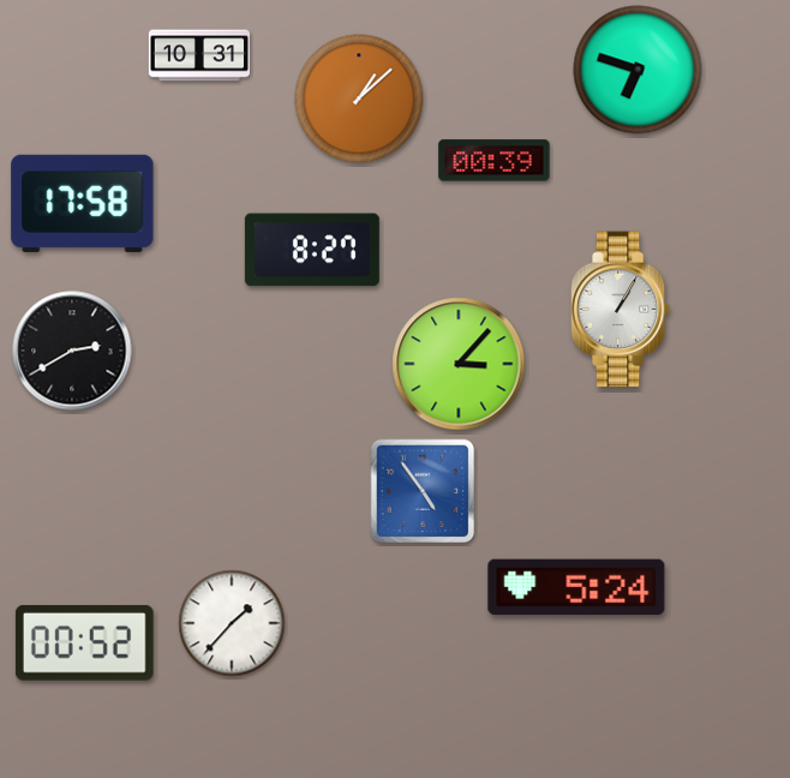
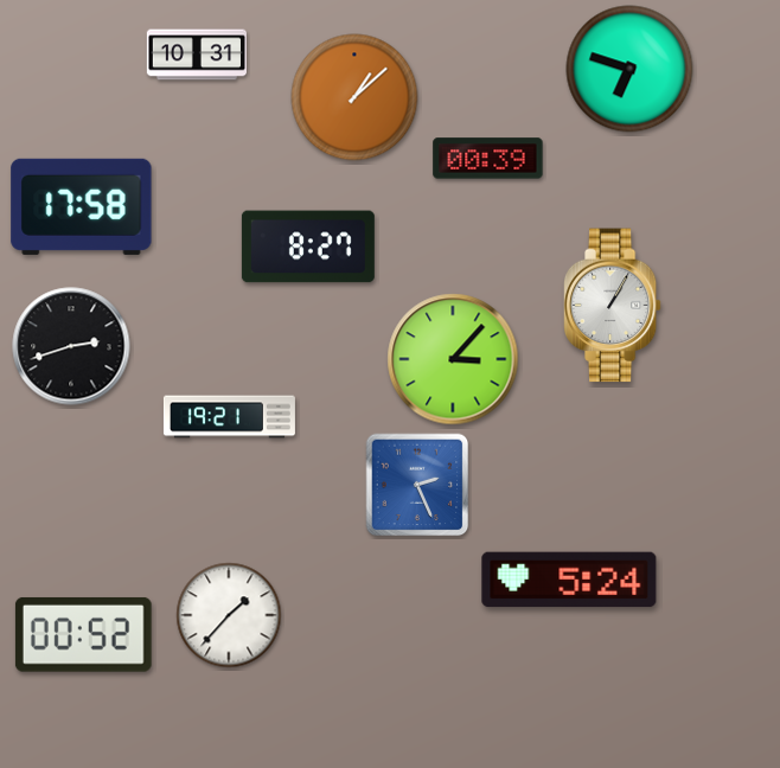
clock at (83, 203) position: (83, 203) -> (82, 206)
clock at (72, 351): 2:40 -> 2:42
clock at (229, 417): none -> 19:21
clock at (423, 491): 4:54 -> 2:26
